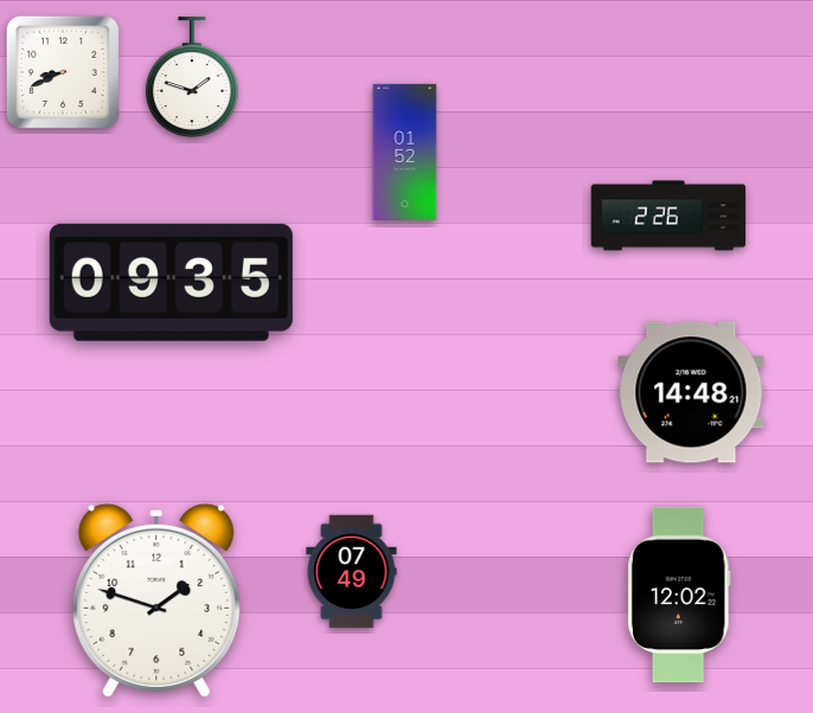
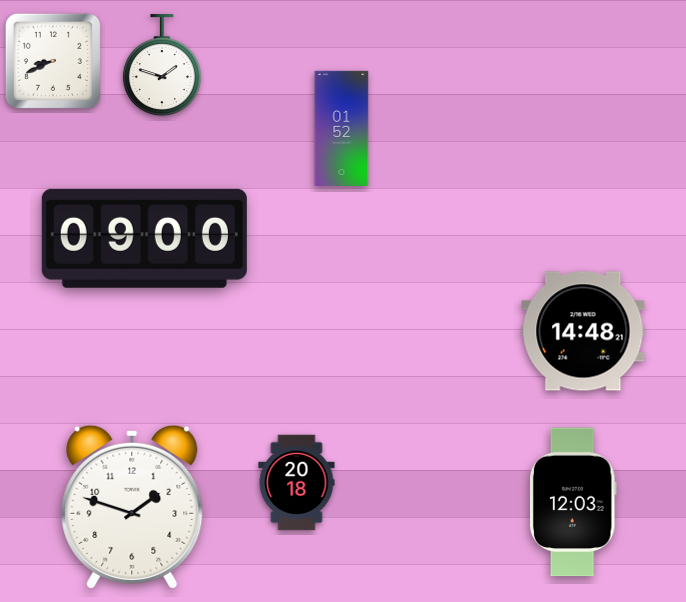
clock at (668, 216): 2:26 -> none
clock at (171, 282): 09:35 -> 09:00
clock at (352, 572): 07:49 -> 20:18
clock at (679, 595): 12:02 -> 12:03
